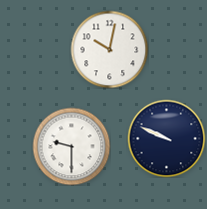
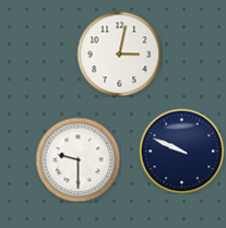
clock at (109, 49): 10:02 -> 3:02
